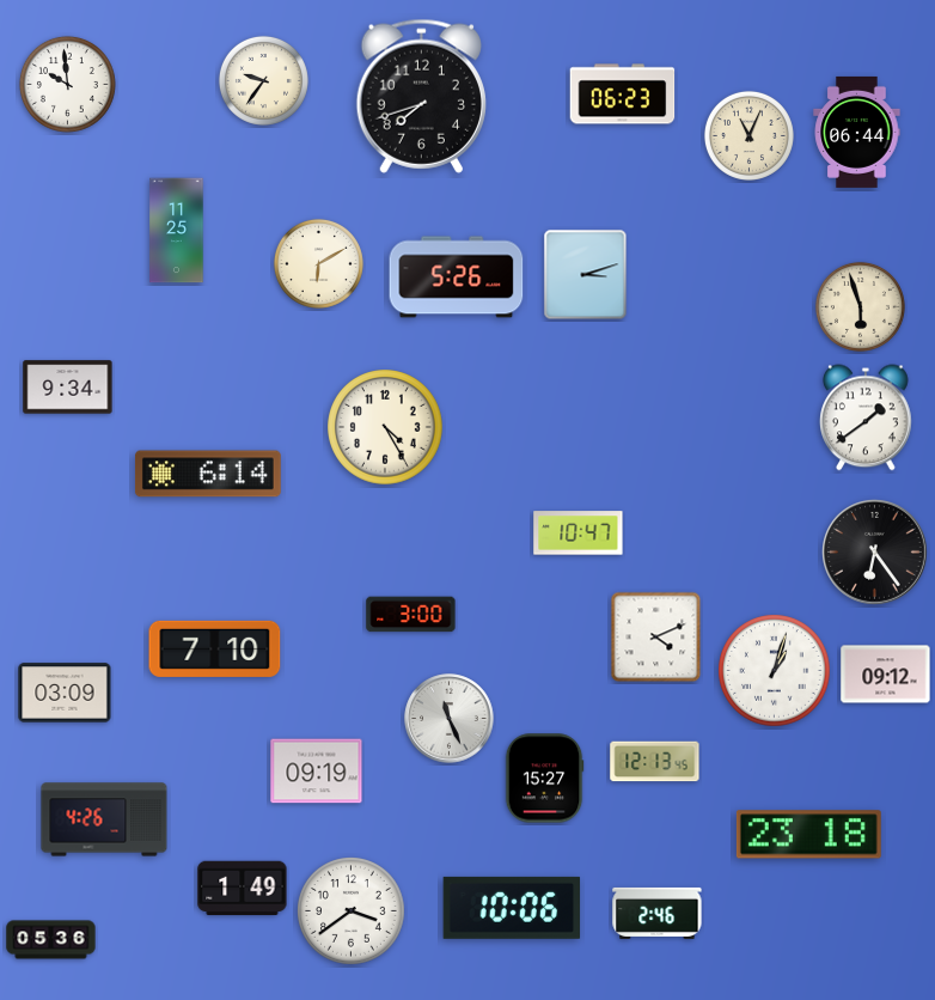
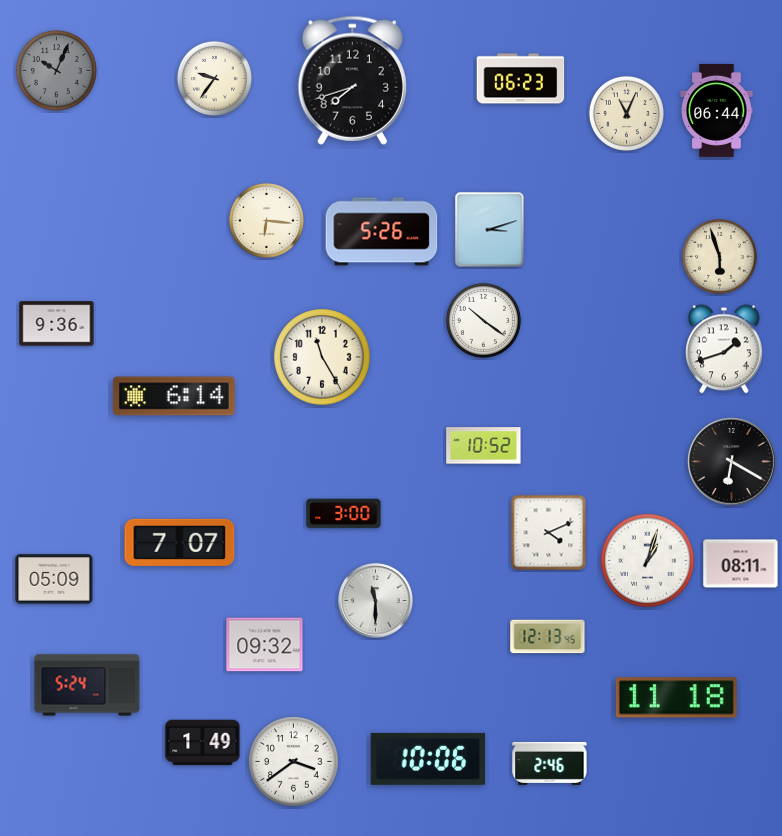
clock at (263, 80) position: (263, 80) -> (214, 78)
clock at (67, 84): 9:59 -> 10:04
clock at (67, 84) dial: white -> grey
clock at (177, 231): 11:25 -> none
clock at (318, 263): 6:10 -> 6:16
clock at (483, 320): none -> 10:21
clock at (68, 388): 9:34 -> 9:36
clock at (867, 417): 1:39 -> 1:42
clock at (385, 427): 4:25 -> 11:25
clock at (579, 533): 10:47 -> 10:52
clock at (875, 553): 6:24 -> 6:20
clock at (215, 648): 7:10 -> 7:07
clock at (886, 675): 09:12 -> 08:11
clock at (65, 693): 03:09 -> 05:09
clock at (450, 719): 11:26 -> 11:30
clock at (317, 772): 09:19 -> 09:32
clock at (544, 779): 15:27 -> none
clock at (104, 819): 4:26 -> 5:24
clock at (808, 835): 23:18 -> 11:18
clock at (51, 940): 05:36 -> none
